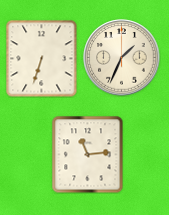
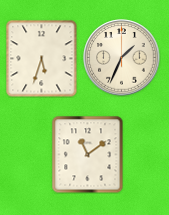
clock at (42, 58): 6:33 -> 5:33
clock at (88, 154): 11:14 -> 11:09
